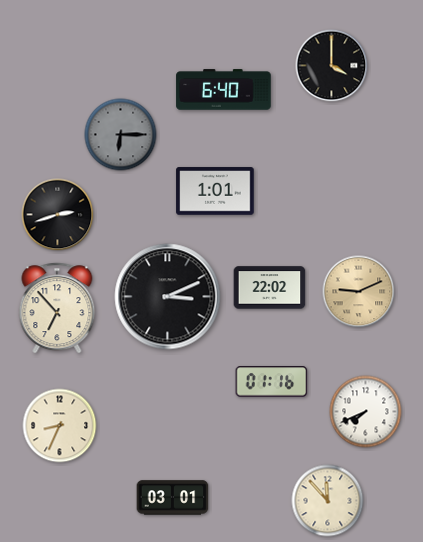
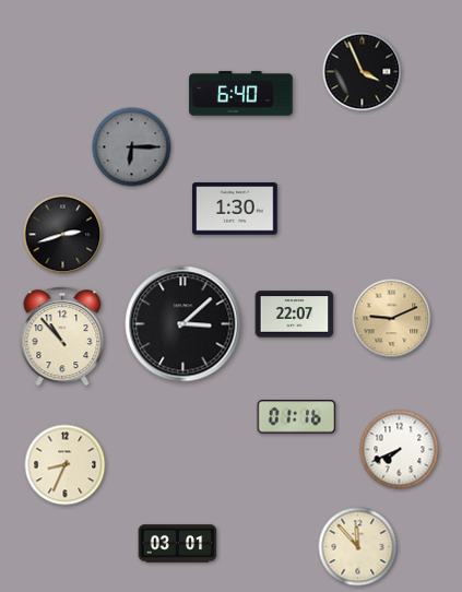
clock at (332, 66): 4:00 -> 3:56
clock at (224, 90) position: (224, 90) -> (241, 94)
clock at (215, 191): 1:01 -> 1:30
clock at (270, 288): 22:02 -> 22:07
clock at (168, 297): 3:11 -> 3:08
clock at (57, 308): 6:53 -> 10:53
clock at (173, 498) position: (173, 498) -> (178, 544)
